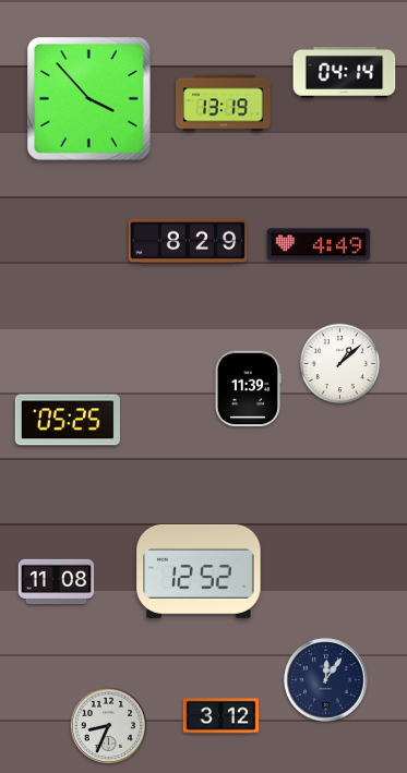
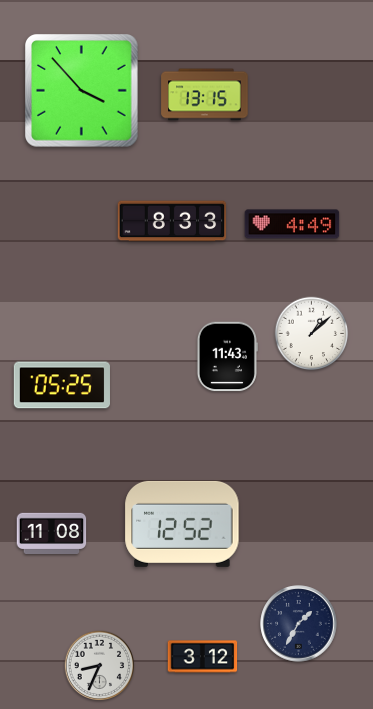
clock at (345, 73): 04:14 -> none
clock at (224, 104): 13:19 -> 13:15
clock at (188, 241): 8:29 -> 8:33
clock at (248, 389): 11:39 -> 11:43
clock at (326, 680): 12:06 -> 1:35
